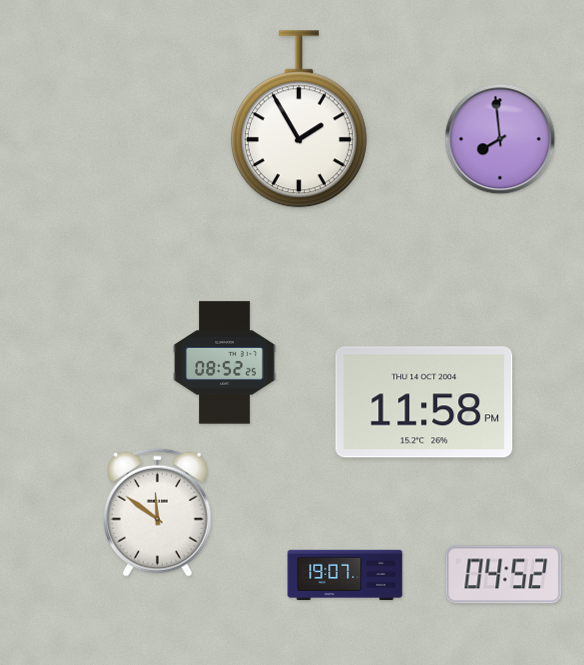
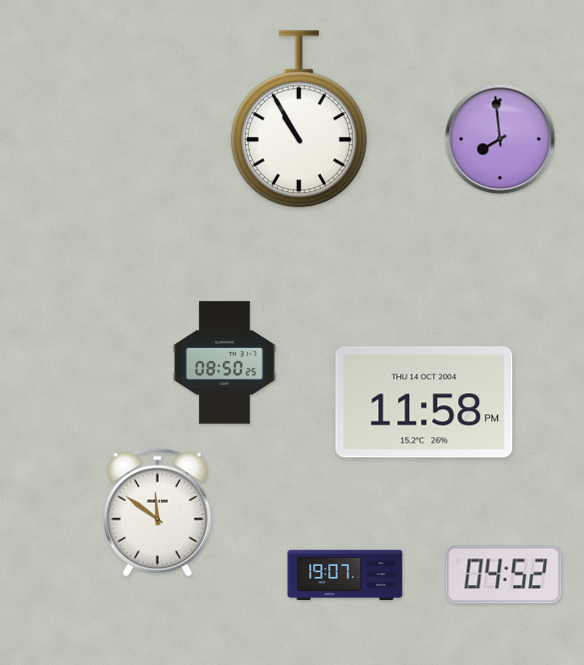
clock at (299, 119): 1:55 -> 10:55
clock at (225, 363): 08:52 -> 08:50
